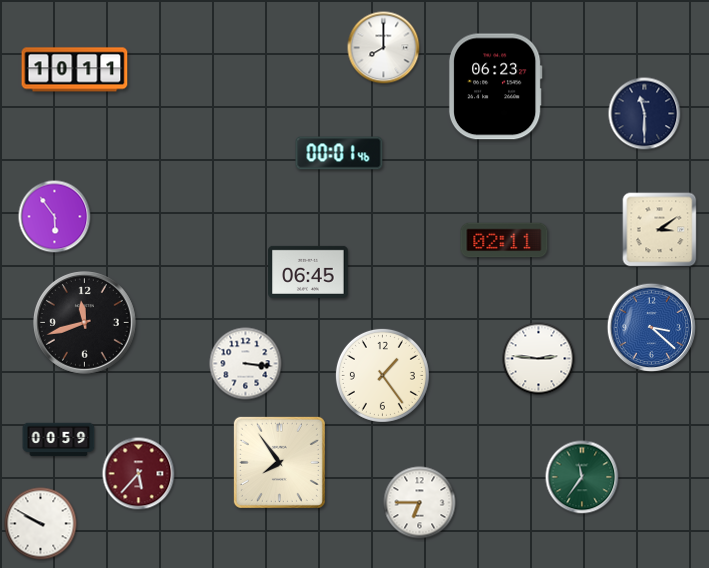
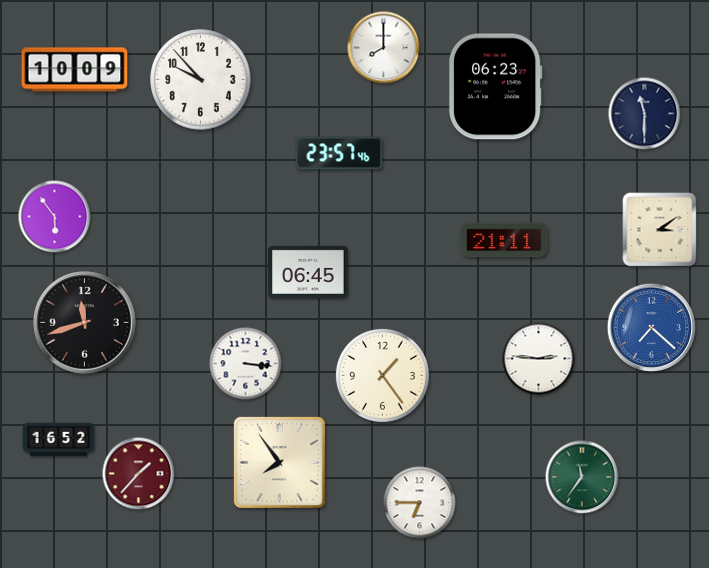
clock at (75, 70): 10:11 -> 10:09
clock at (201, 80): none -> 9:53
clock at (339, 153): 00:01 -> 23:57
clock at (504, 240): 02:11 -> 21:11
clock at (652, 328): 3:22 -> 7:22
clock at (59, 440): 00:59 -> 16:52
clock at (139, 474): 5:37 -> 1:37
clock at (41, 524): 9:50 -> none
